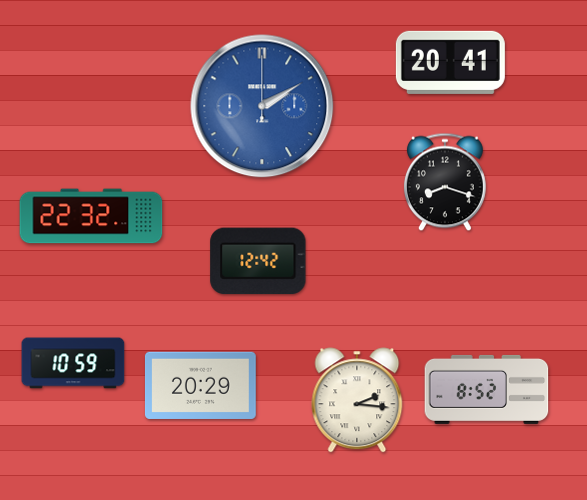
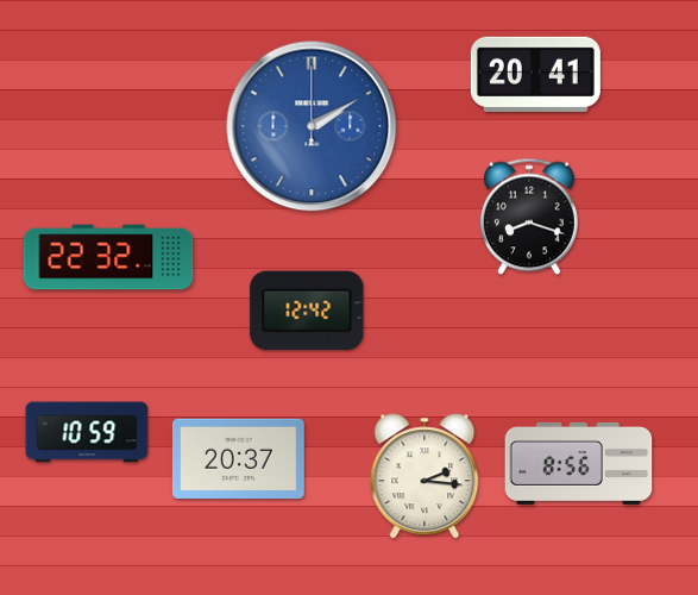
clock at (201, 385): 20:29 -> 20:37
clock at (487, 389): 8:52 -> 8:56
